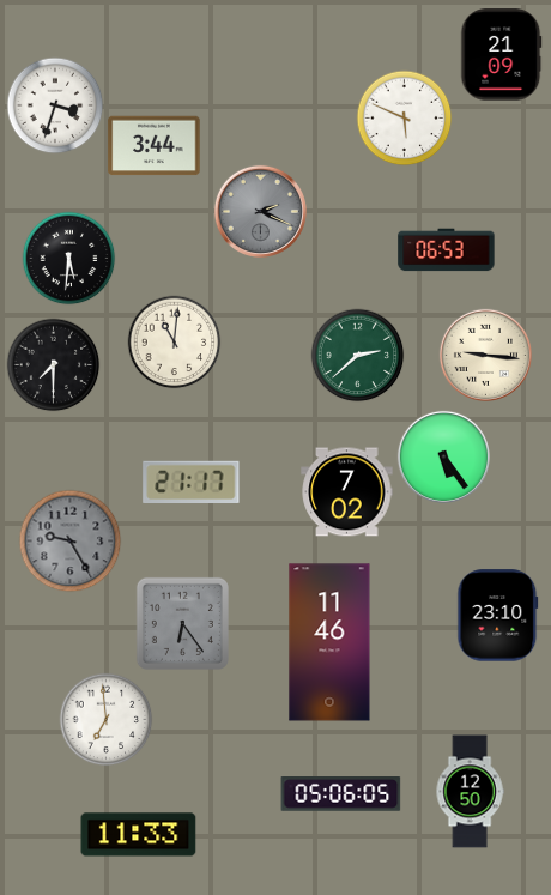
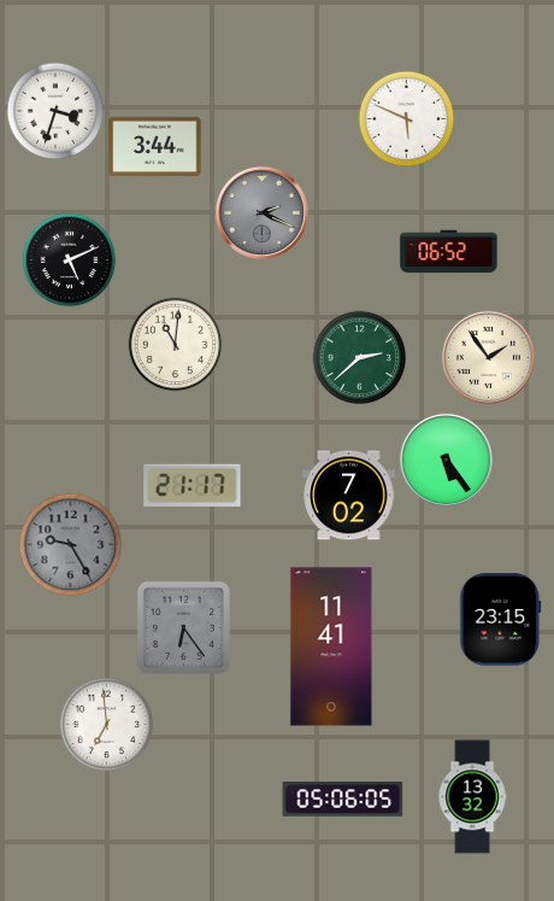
clock at (502, 55): 21:09 -> none
clock at (55, 105) position: (55, 105) -> (55, 111)
clock at (447, 250): 06:53 -> 06:52
clock at (68, 258): 5:31 -> 5:11
clock at (485, 355): 9:16 -> 1:54
clock at (53, 364): 7:30 -> none
clock at (498, 616): 23:10 -> 23:15
clock at (329, 642): 11:46 -> 11:41
clock at (470, 792): 12:50 -> 13:32
clock at (139, 835): 11:33 -> none
